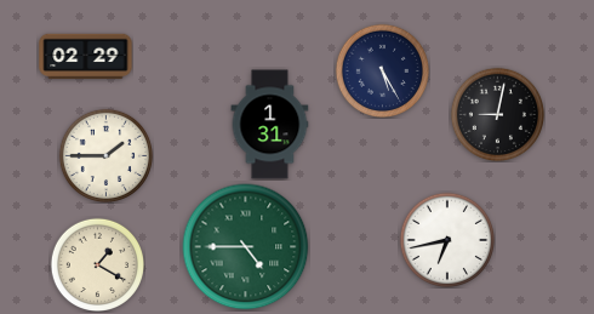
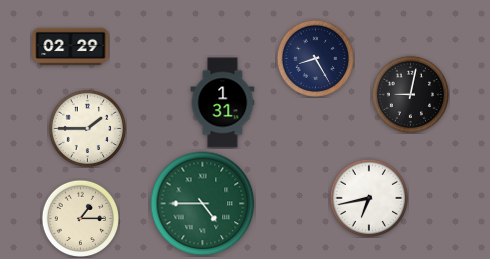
clock at (382, 70): 5:25 -> 8:25
clock at (97, 264): 1:20 -> 1:15
